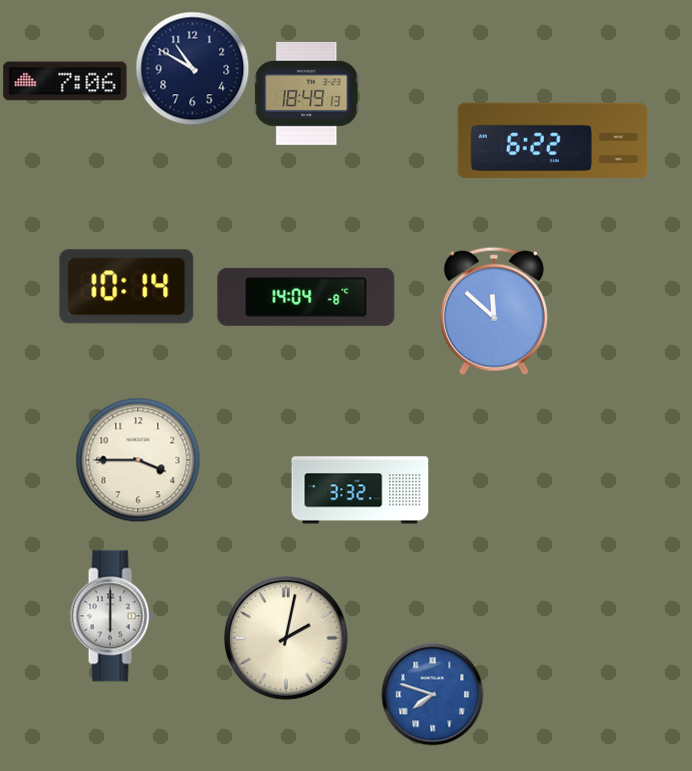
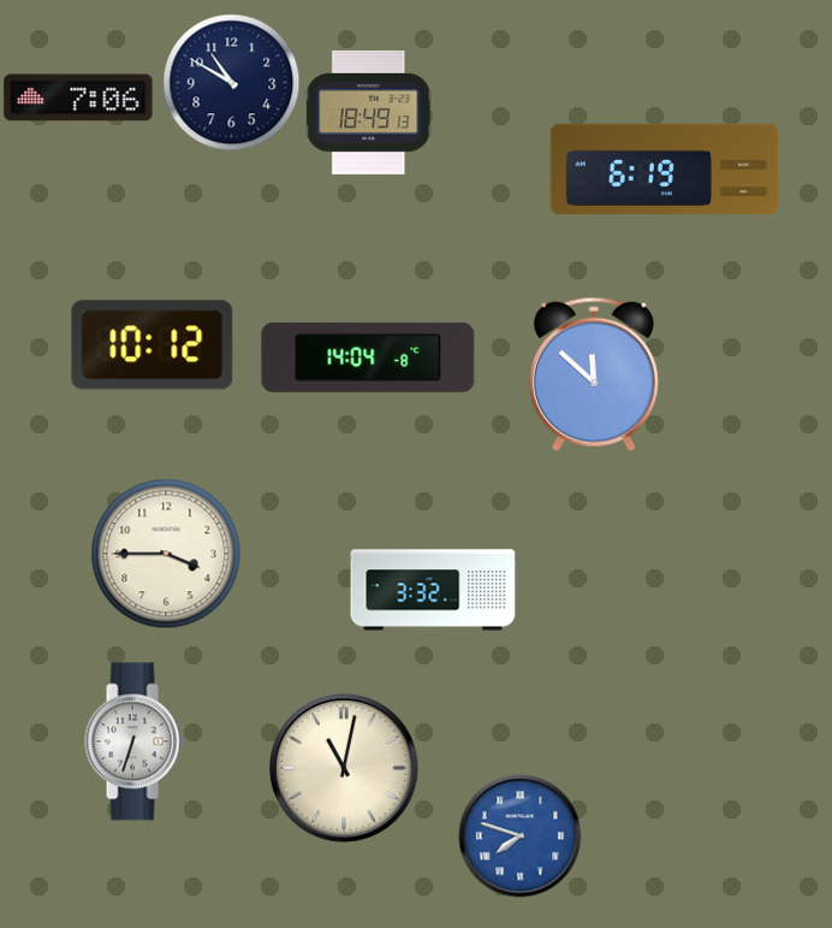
clock at (553, 140): 6:22 -> 6:19
clock at (127, 287): 10:14 -> 10:12
clock at (112, 616): 6:00 -> 6:33
clock at (286, 638): 2:02 -> 11:02
